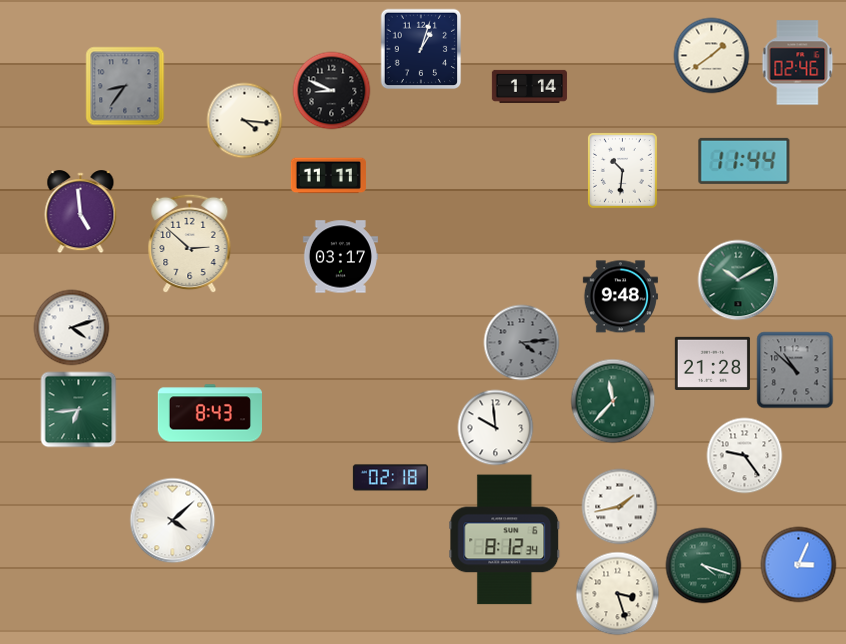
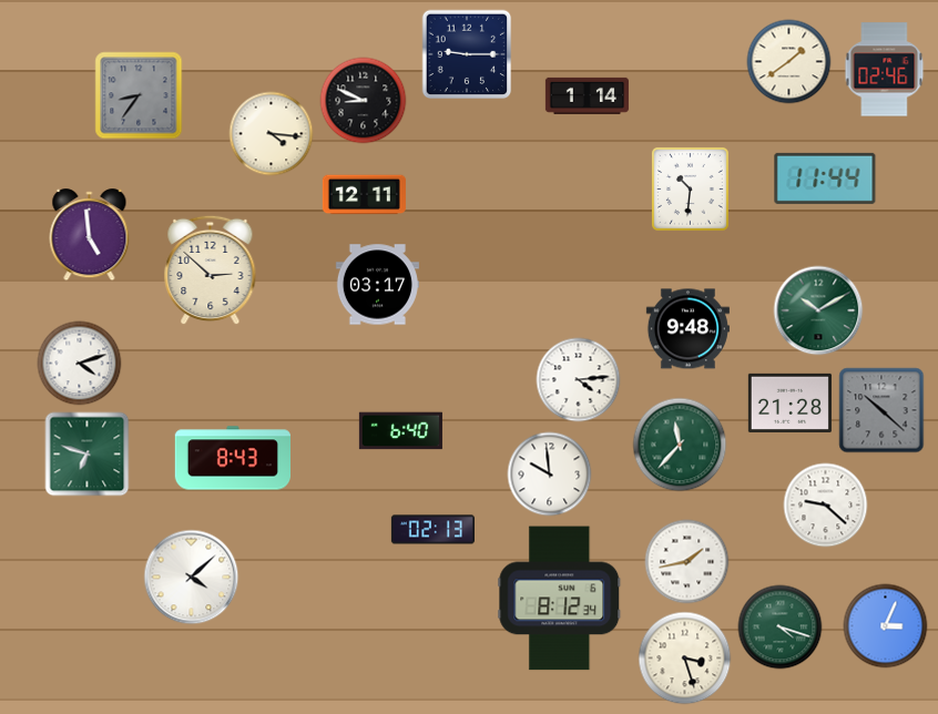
clock at (421, 49): 1:03 -> 9:15
clock at (332, 91) position: (332, 91) -> (364, 101)
clock at (328, 176): 11:11 -> 12:11
clock at (522, 343) dial: grey -> white
clock at (795, 370): 10:52 -> 10:22
clock at (400, 431): none -> 6:40
clock at (79, 410): 6:44 -> 6:48
clock at (745, 456): 9:24 -> 9:22
clock at (390, 478): 02:18 -> 02:13
